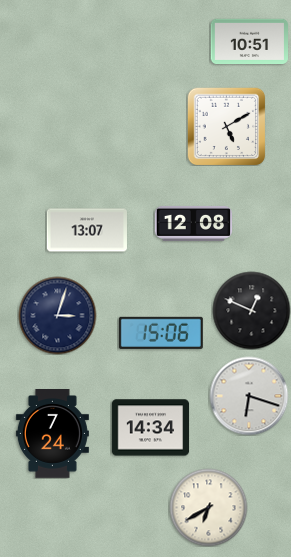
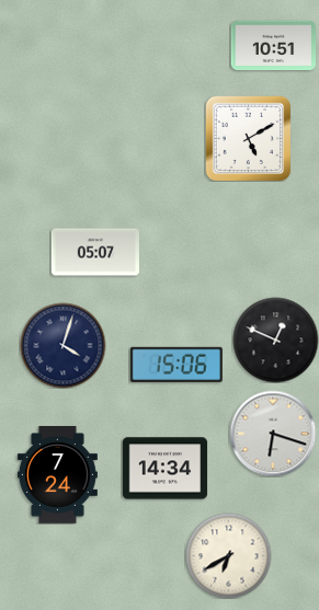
clock at (193, 223): 12:08 -> none
clock at (87, 230): 13:07 -> 05:07
clock at (57, 315): 3:03 -> 4:03
